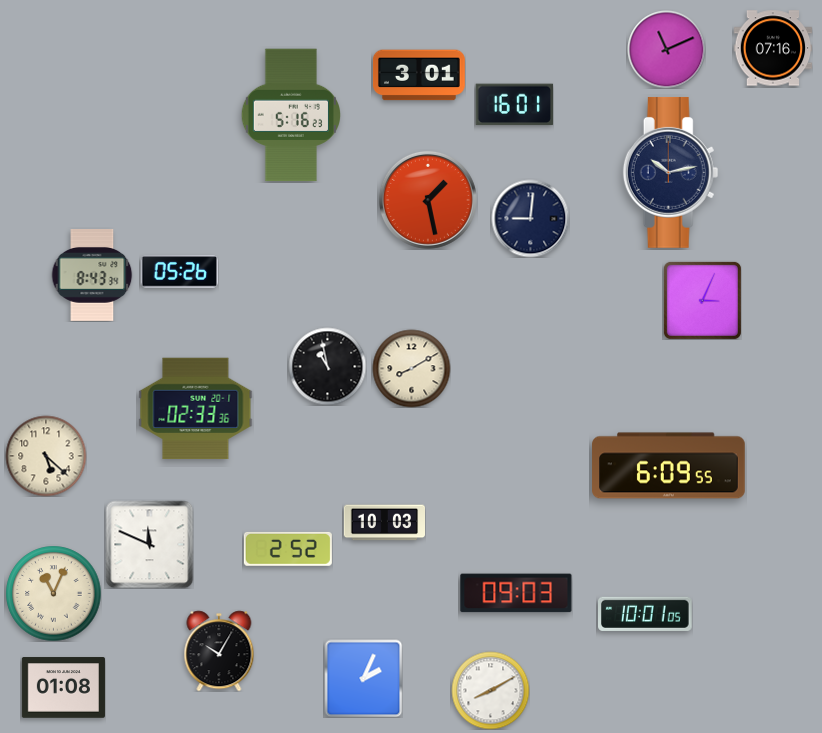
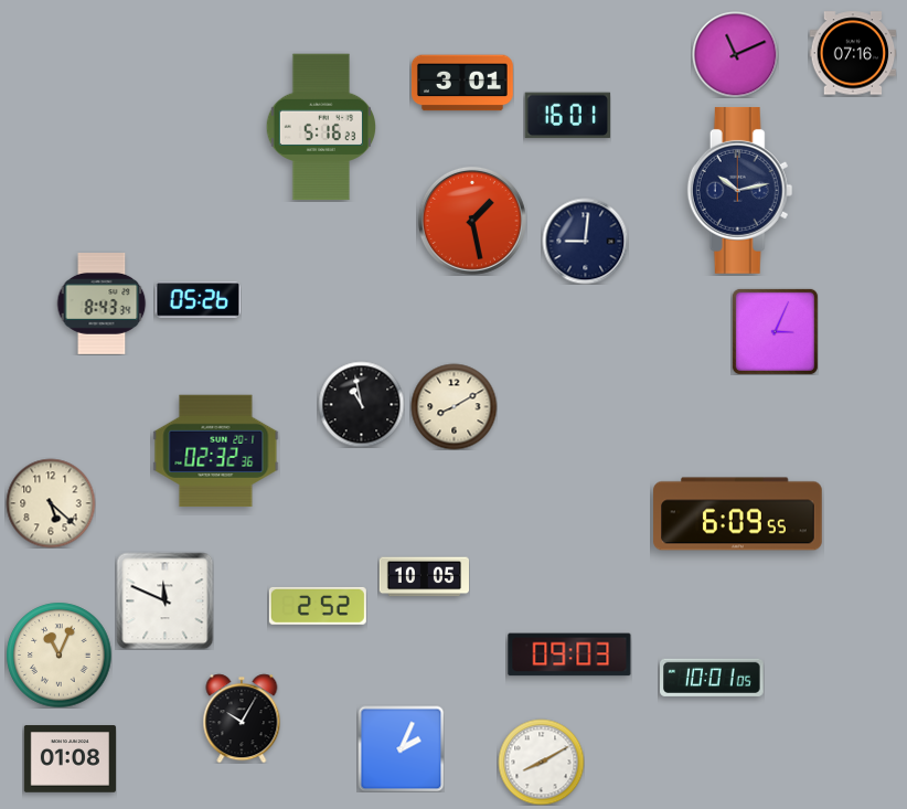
clock at (196, 409): 02:33 -> 02:32
clock at (384, 523): 10:03 -> 10:05
